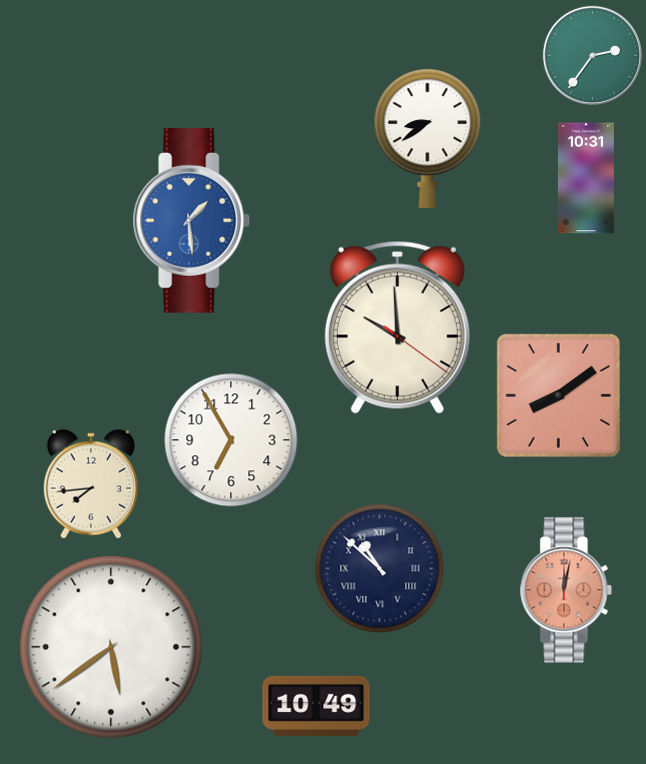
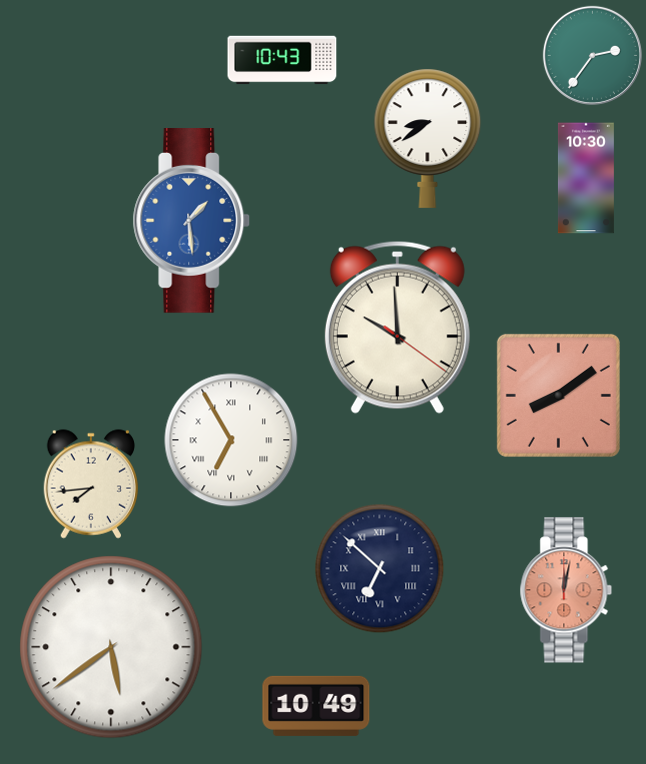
clock at (282, 60): none -> 10:43
clock at (586, 178): 10:31 -> 10:30
clock at (231, 440) numerals: Arabic -> Roman
clock at (380, 569): 10:52 -> 6:52
